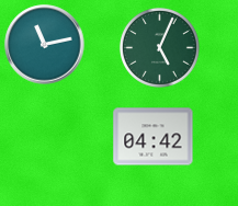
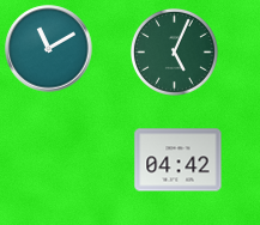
clock at (45, 45): 11:13 -> 11:10
clock at (154, 137) position: (154, 137) -> (179, 160)
